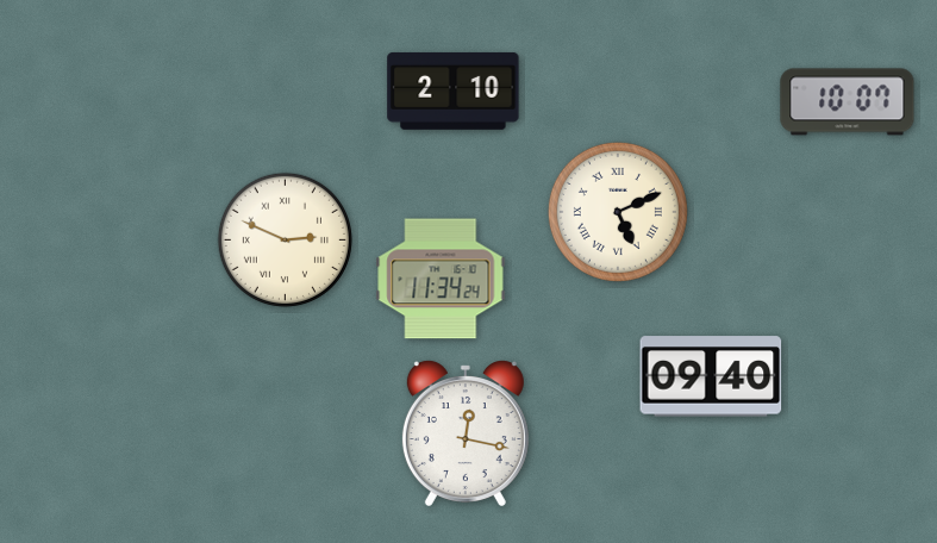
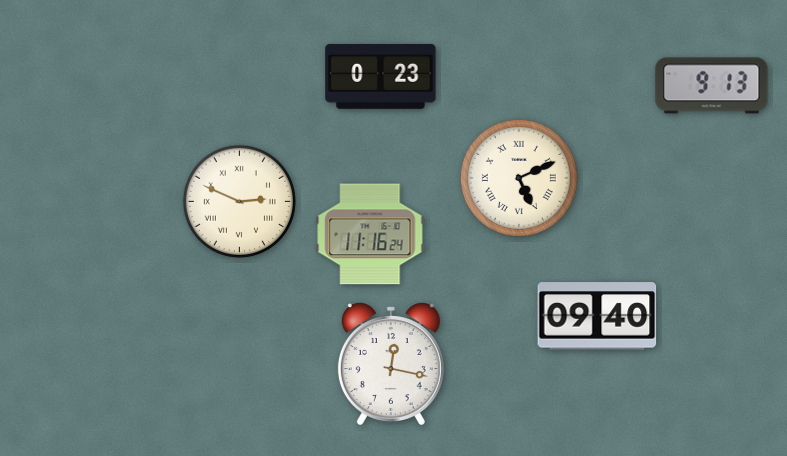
clock at (454, 92): 2:10 -> 0:23
clock at (848, 102): 10:07 -> 9:13
clock at (441, 279): 11:34 -> 11:16
